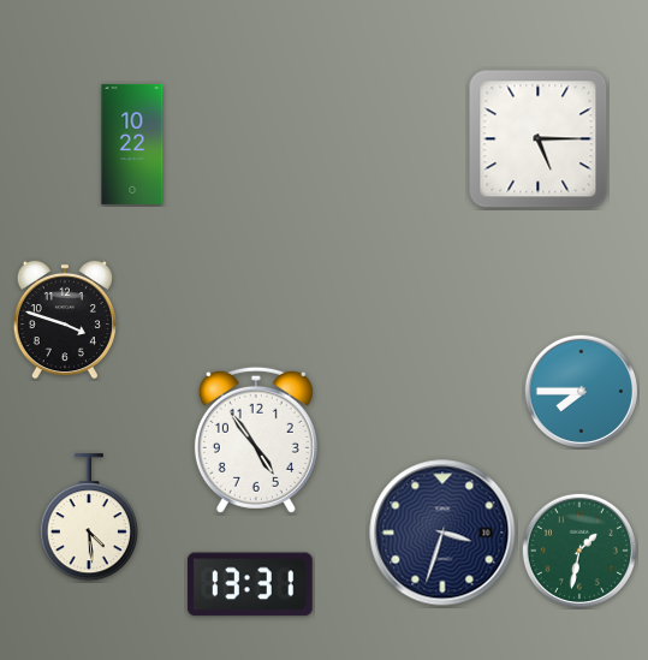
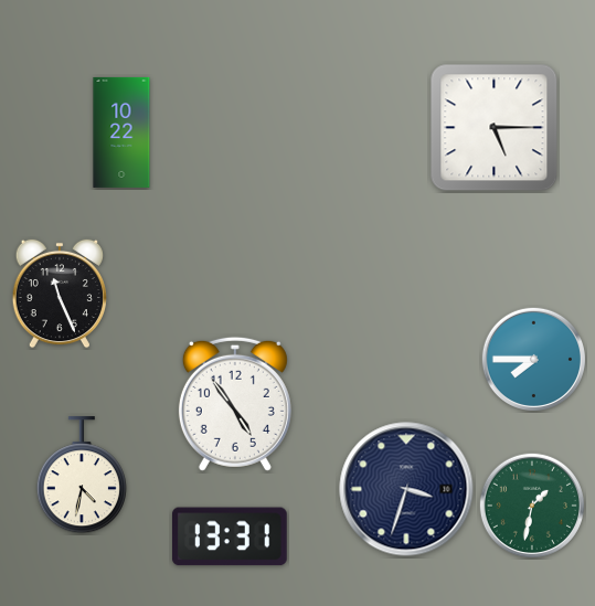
clock at (64, 320): 3:48 -> 11:26
clock at (89, 518): 4:29 -> 4:32
